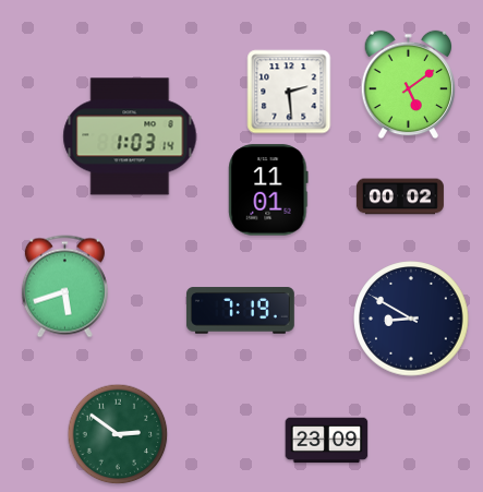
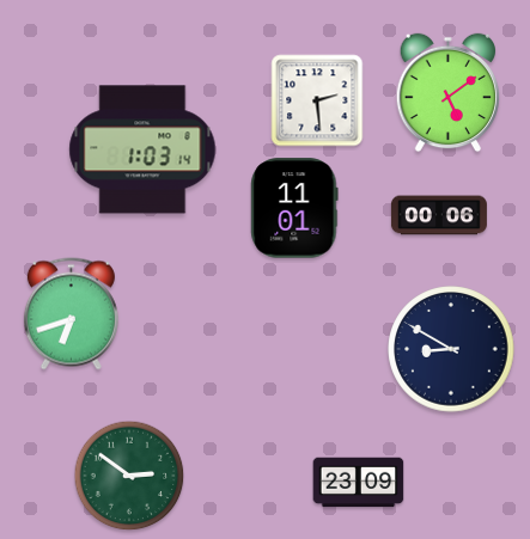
clock at (400, 196): 00:02 -> 00:06
clock at (64, 287): 5:42 -> 6:42
clock at (240, 311): 7:19 -> none
